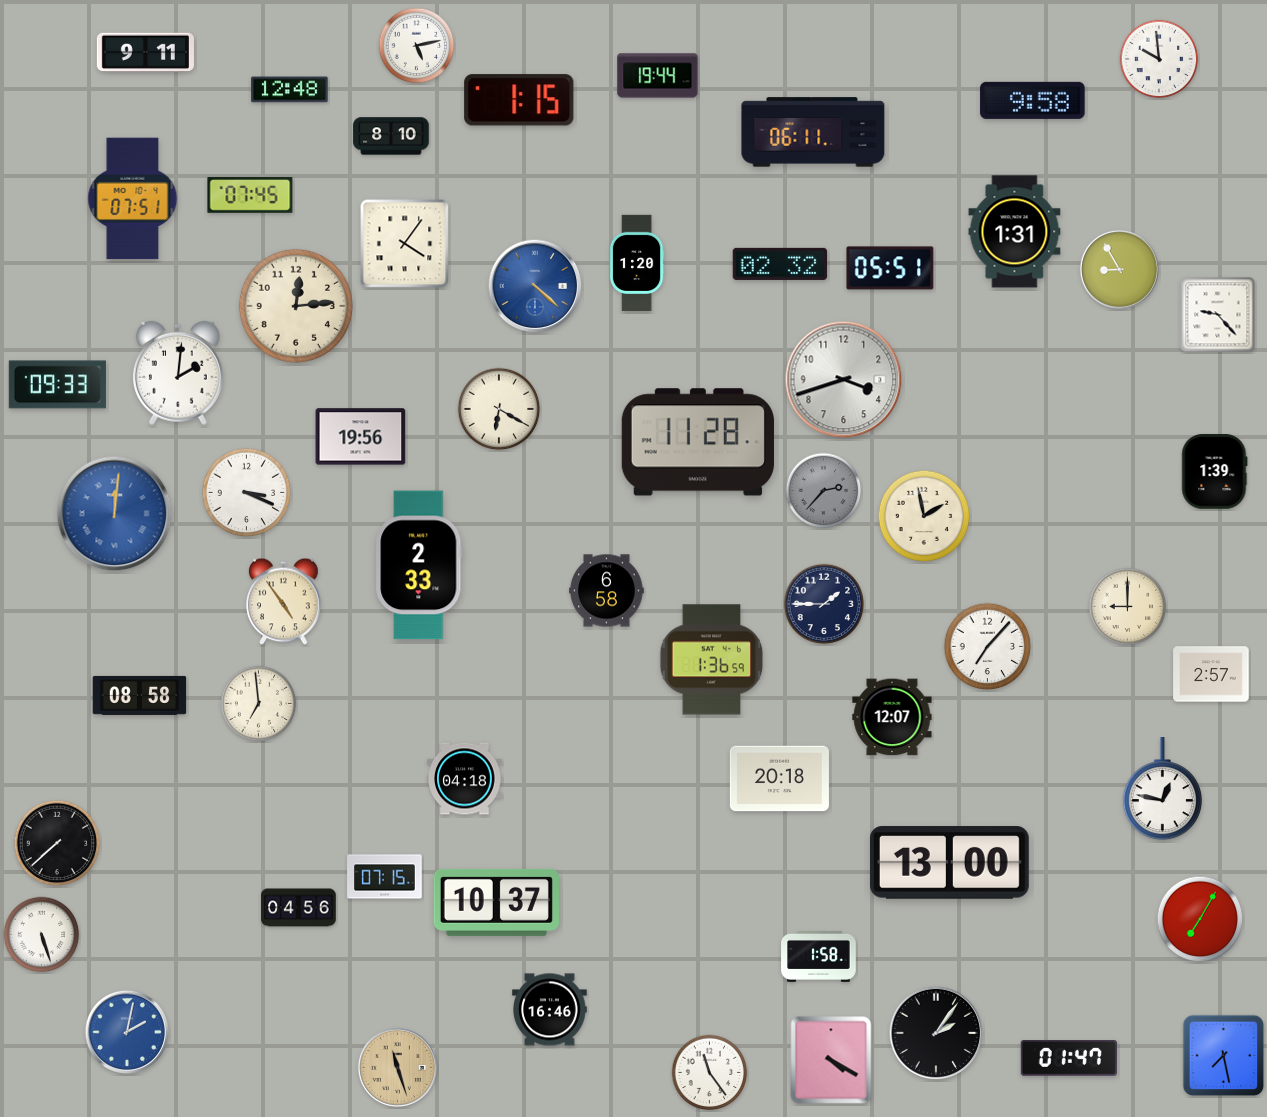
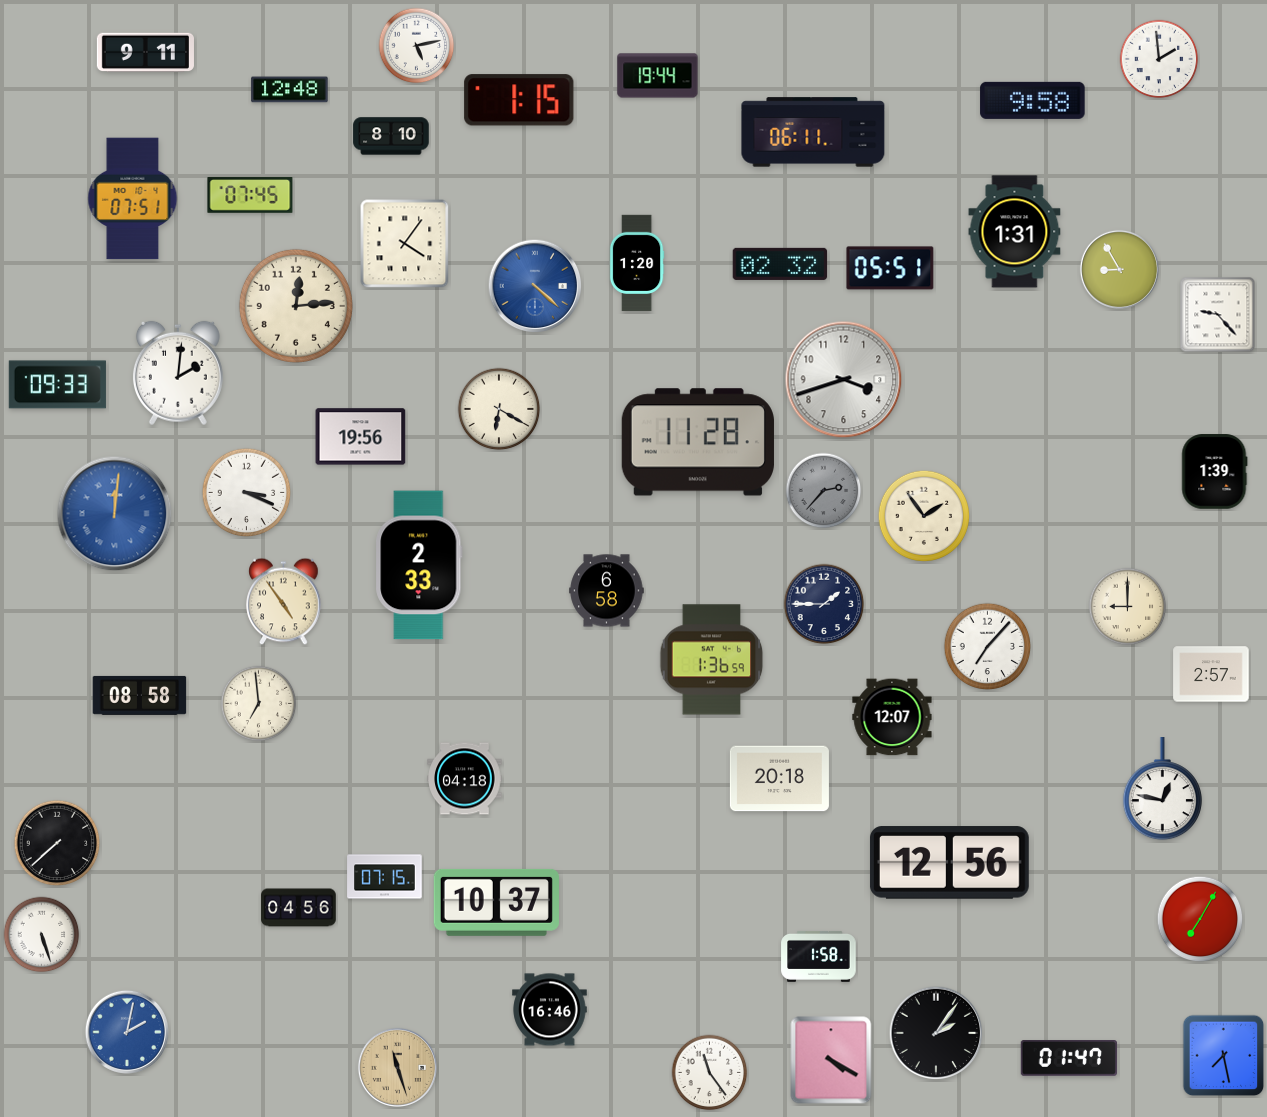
clock at (1159, 59): 9:59 -> 1:59
clock at (924, 516): 1:58 -> 1:54
clock at (949, 863): 13:00 -> 12:56
